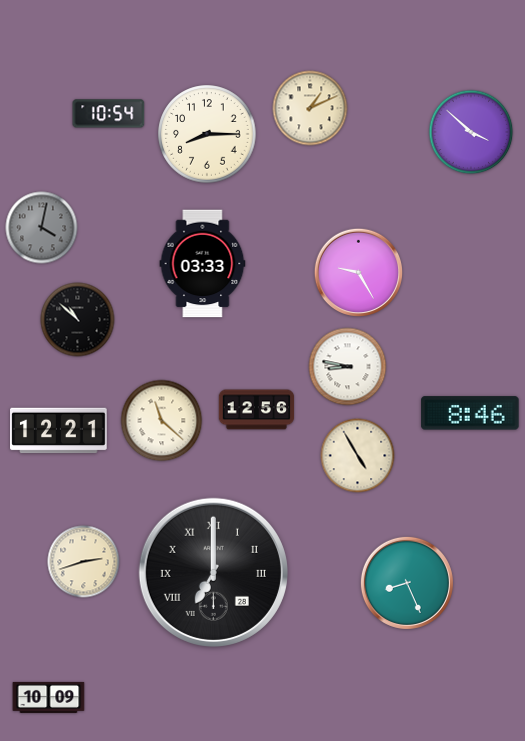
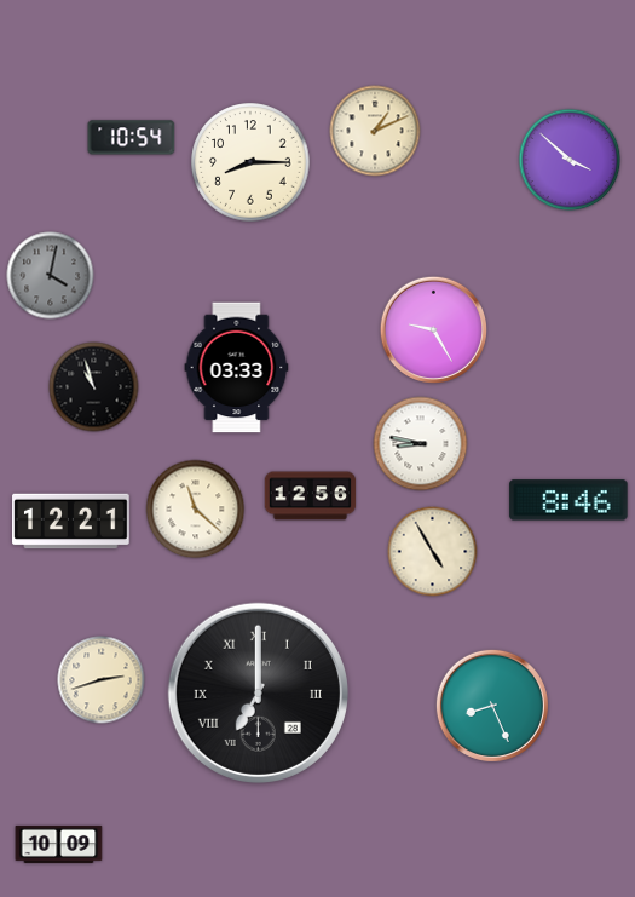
clock at (203, 264) position: (203, 264) -> (237, 368)
clock at (78, 320): 10:52 -> 10:57
